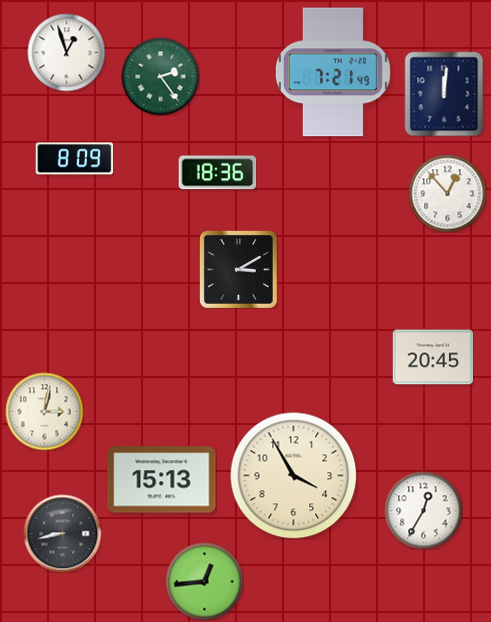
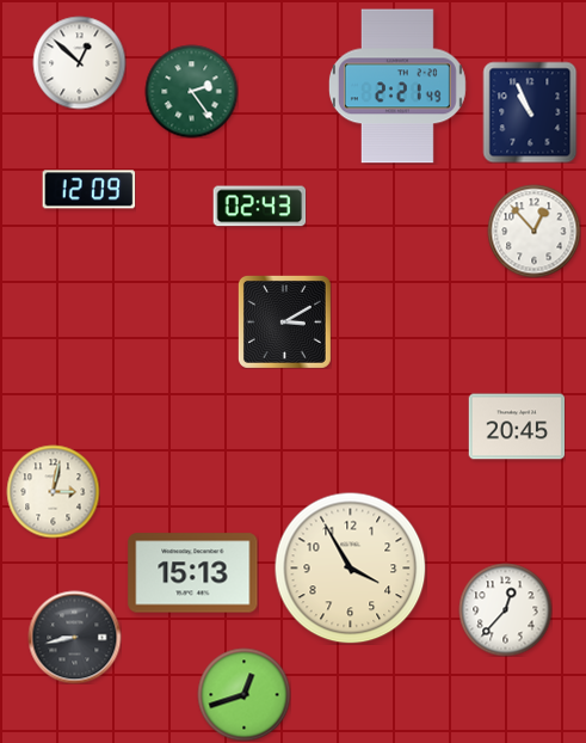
clock at (66, 52): 12:57 -> 12:52
clock at (333, 72): 7:21 -> 2:21
clock at (444, 94): 12:01 -> 10:56
clock at (74, 159): 8:09 -> 12:09
clock at (217, 173): 18:36 -> 02:43
clock at (423, 510): 12:35 -> 12:37
clock at (204, 581): 12:44 -> 12:42
